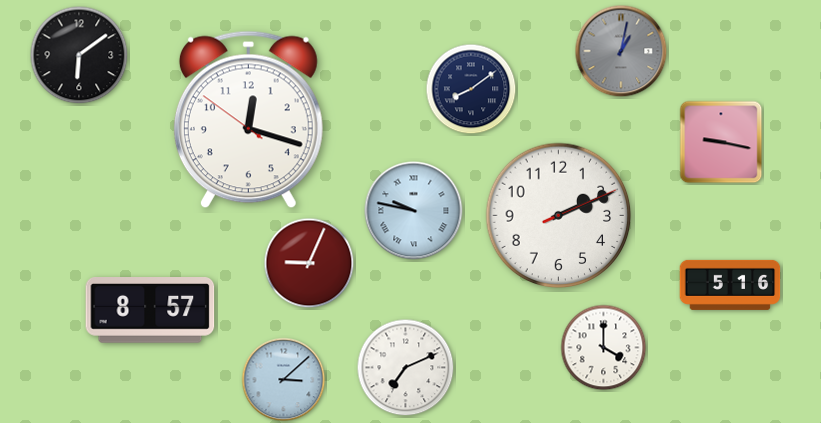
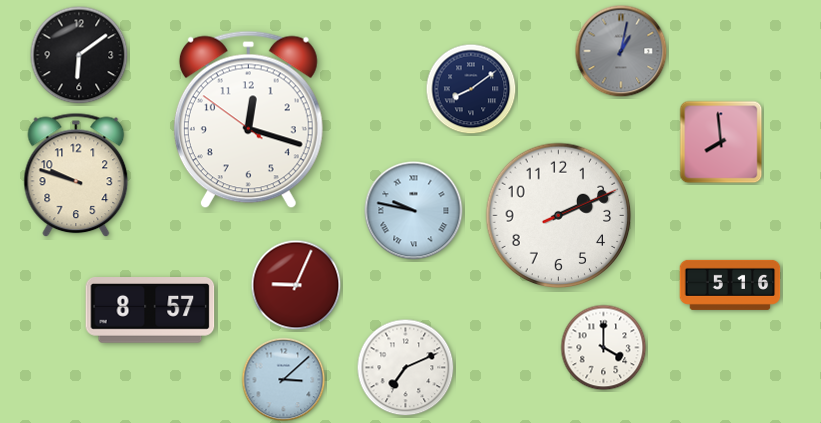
clock at (721, 142): 9:17 -> 7:59
clock at (76, 175): none -> 9:48
clock at (309, 263) position: (309, 263) -> (296, 285)
